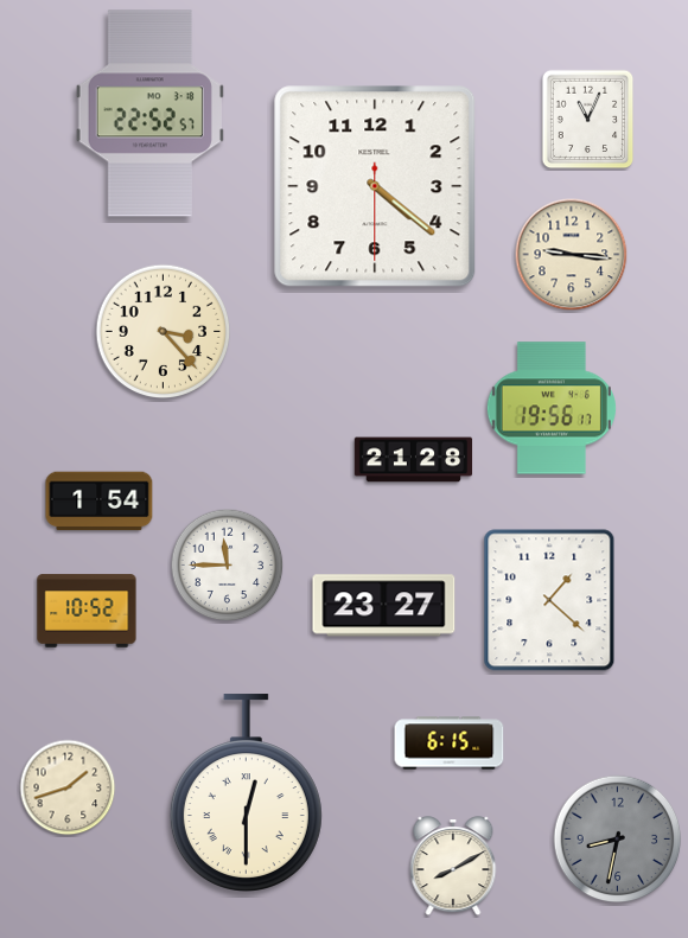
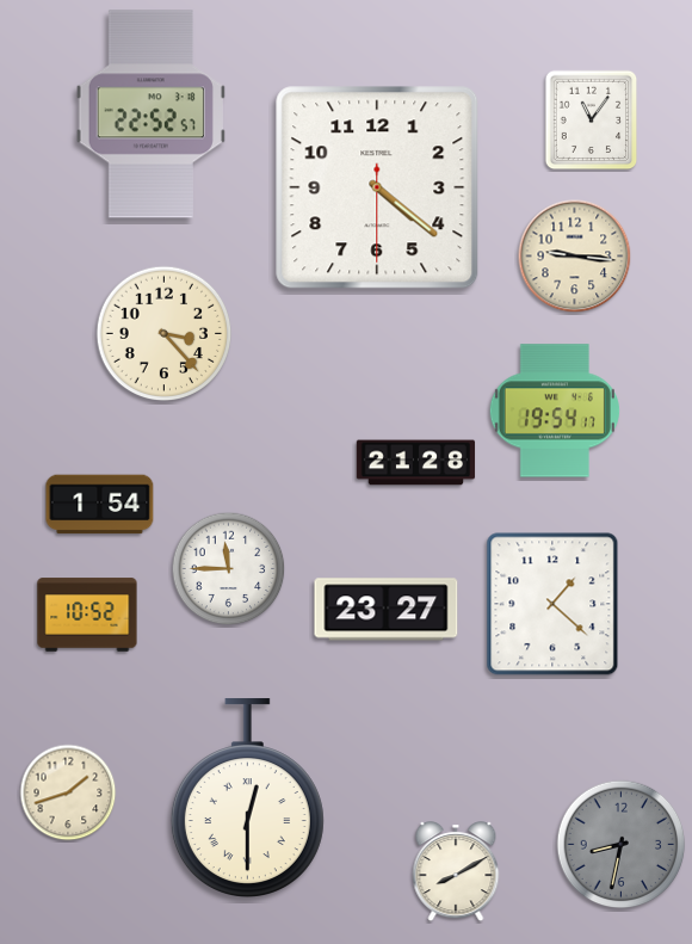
clock at (588, 120): 11:04 -> 11:06
clock at (552, 408): 19:56 -> 19:54
clock at (450, 744): 6:15 -> none
